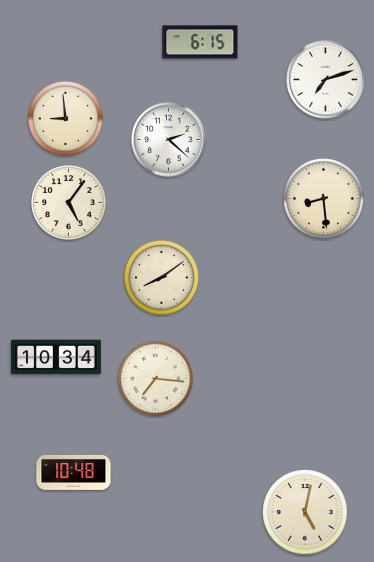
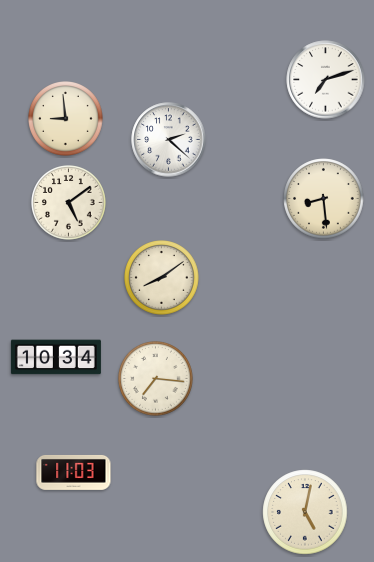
clock at (200, 42): 6:15 -> none
clock at (69, 203): 5:06 -> 5:09
clock at (74, 472): 10:48 -> 11:03
